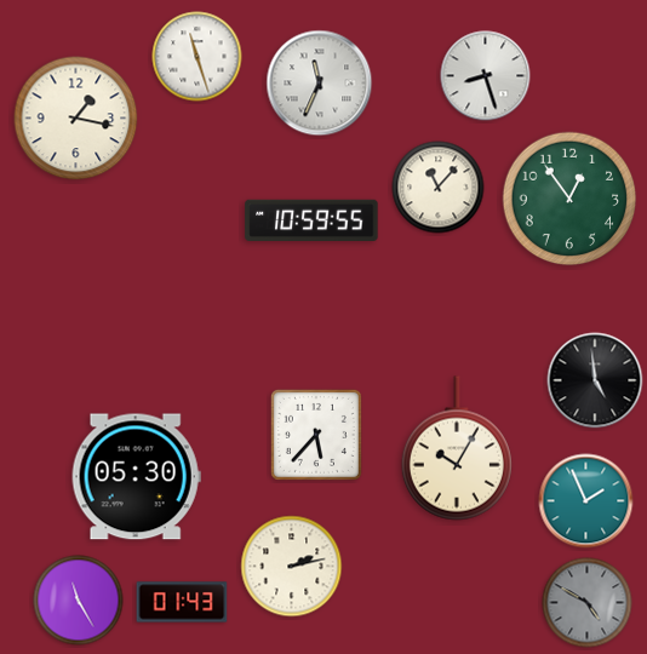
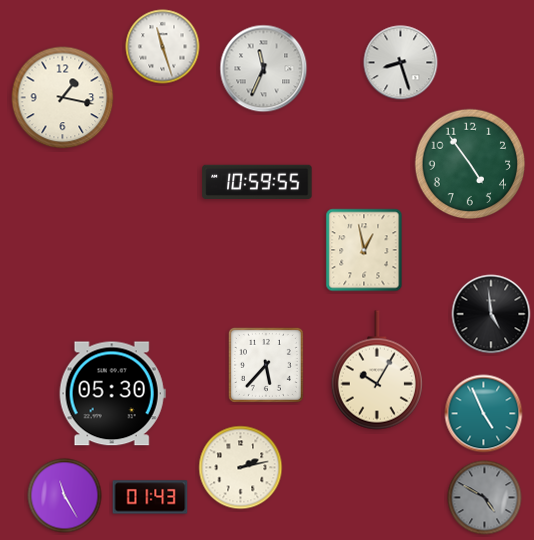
clock at (439, 188): 11:07 -> none
clock at (569, 199): 12:54 -> 4:54
clock at (364, 250): none -> 12:58
clock at (316, 435) position: (316, 435) -> (266, 365)
clock at (586, 501): 1:56 -> 4:56
